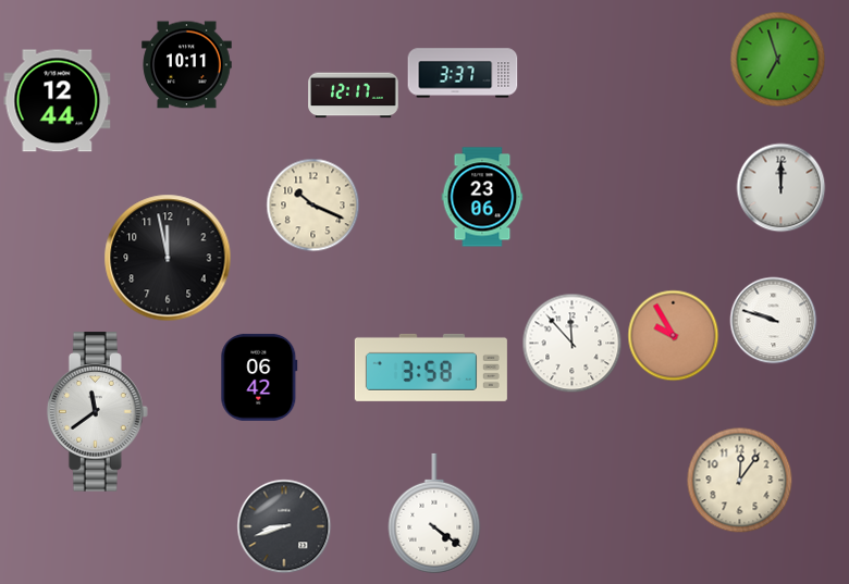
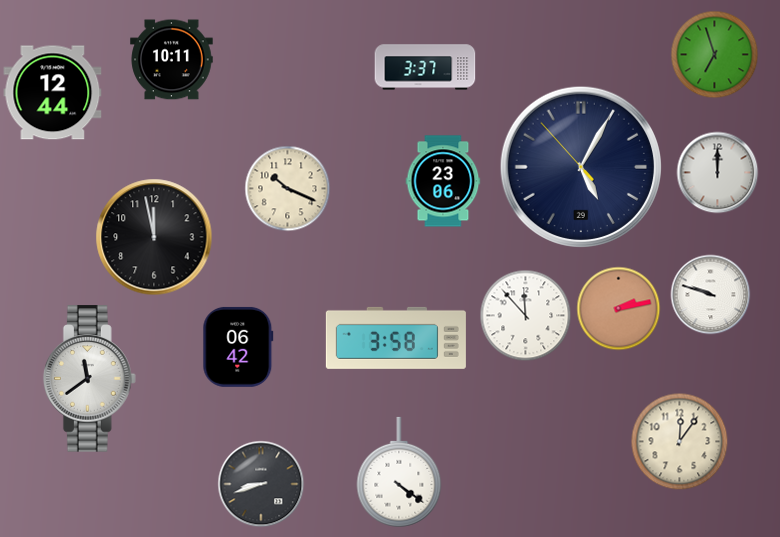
clock at (354, 96): 12:17 -> none
clock at (581, 167): none -> 5:04
clock at (674, 336): 9:55 -> 2:13
